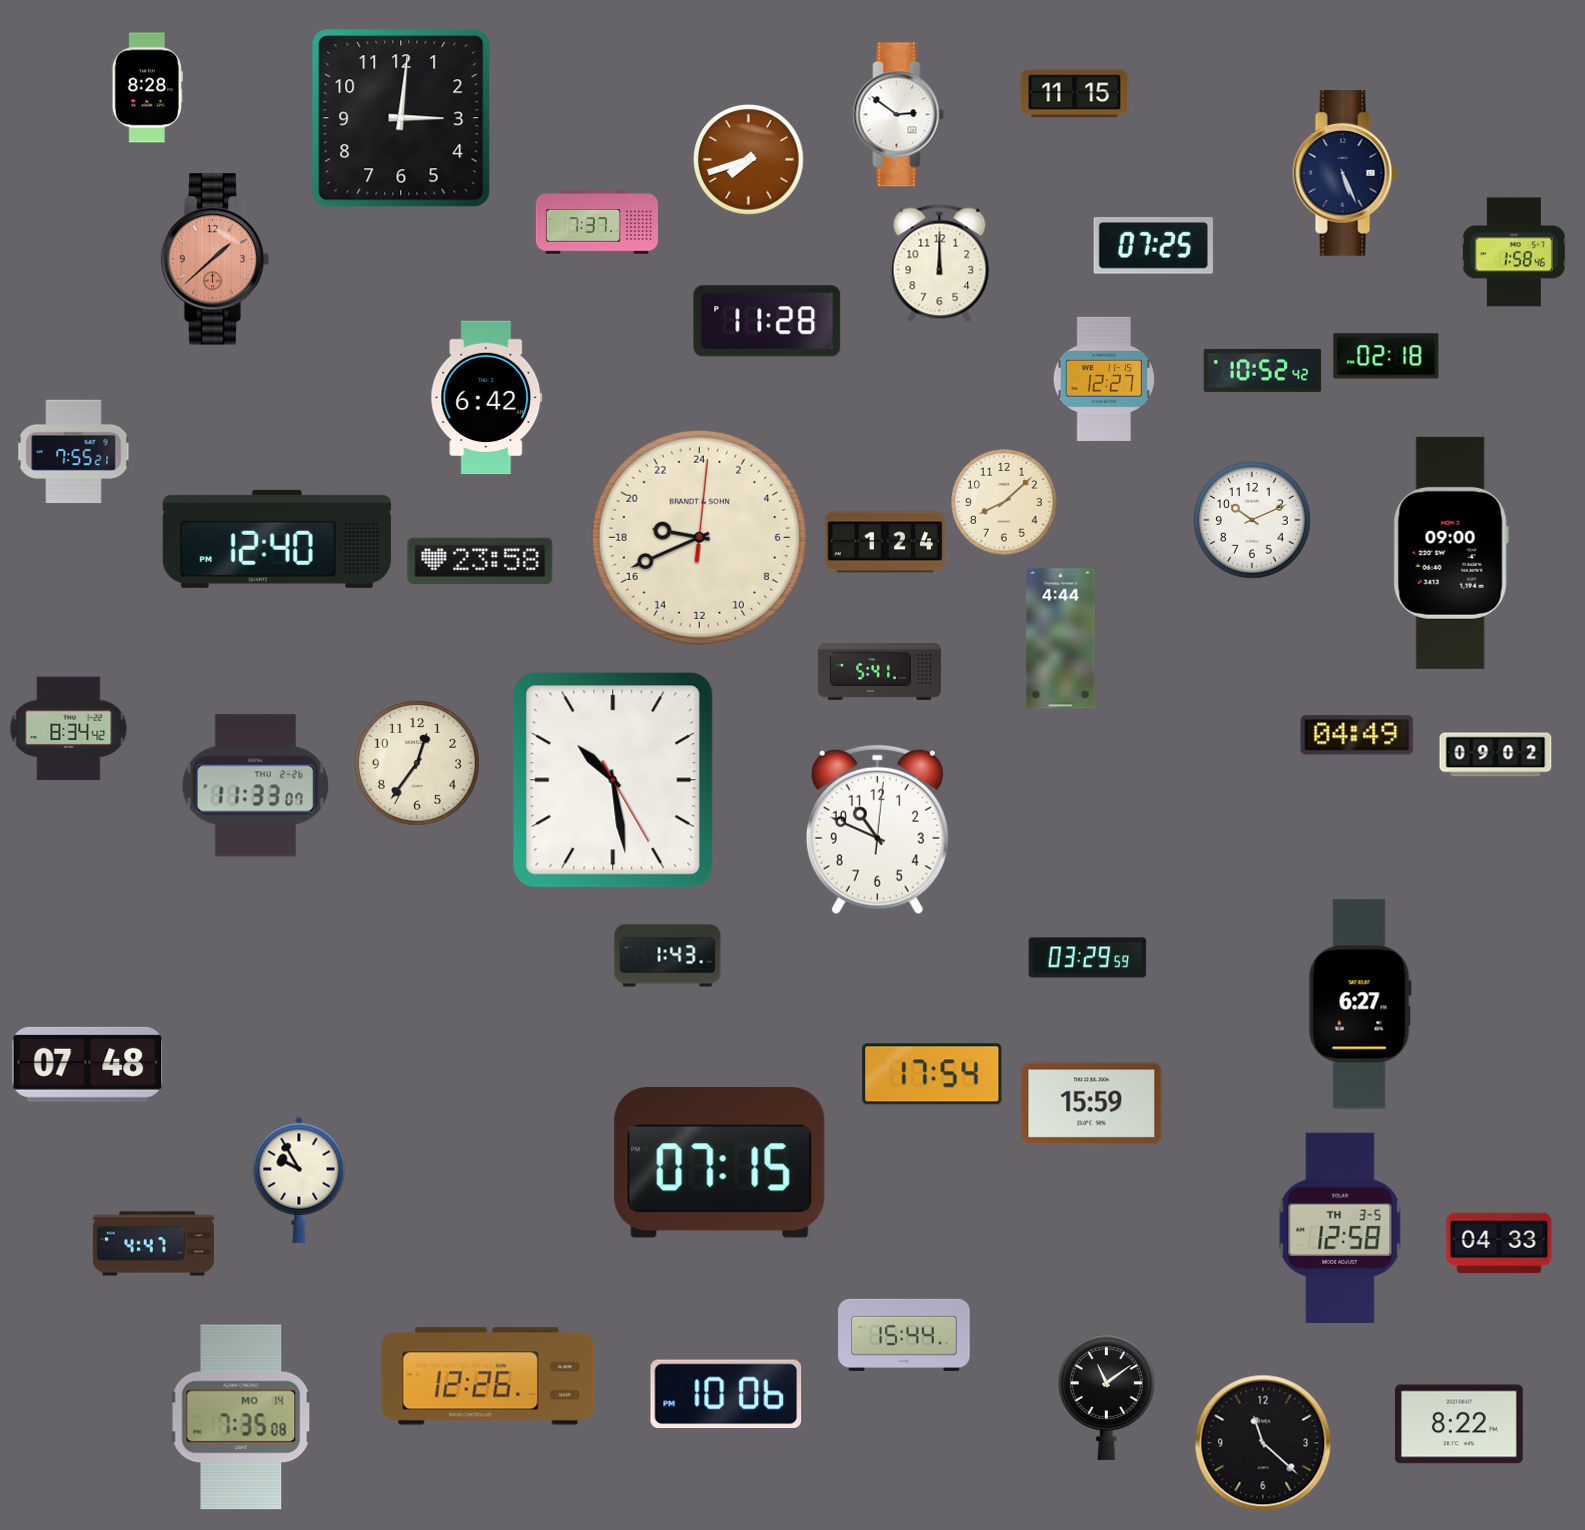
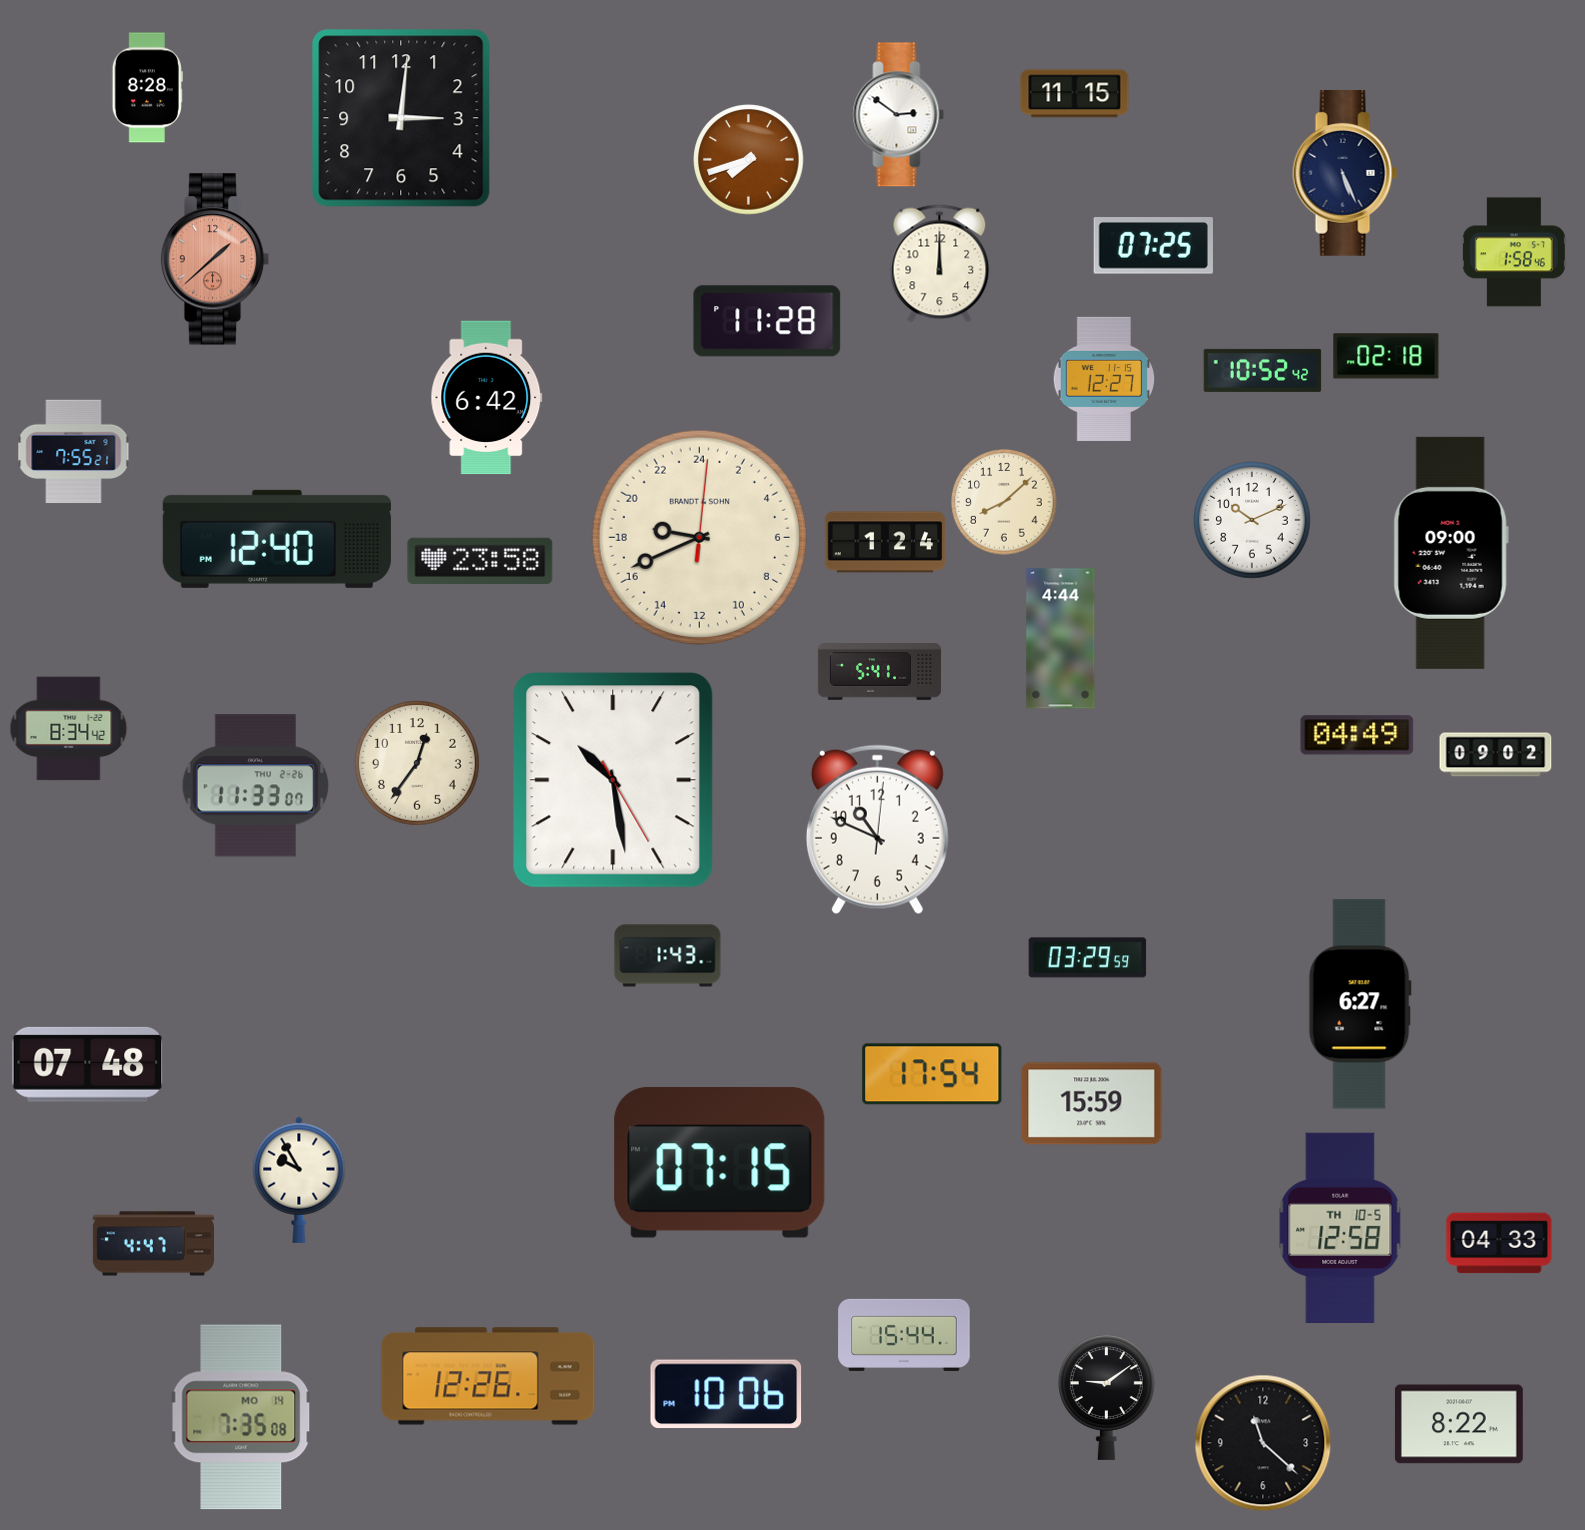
clock at (596, 222): 7:37 -> none
clock at (1340, 1227) date: TH 3-5 -> TH 10-5
clock at (1106, 1397): 11:09 -> 9:09
